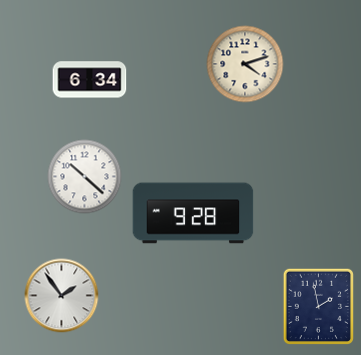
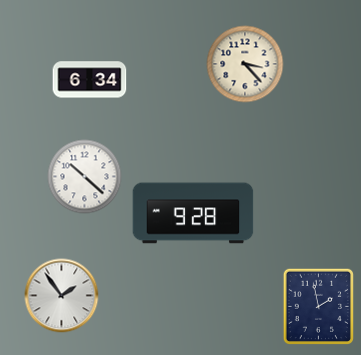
clock at (245, 64): 4:12 -> 3:23
